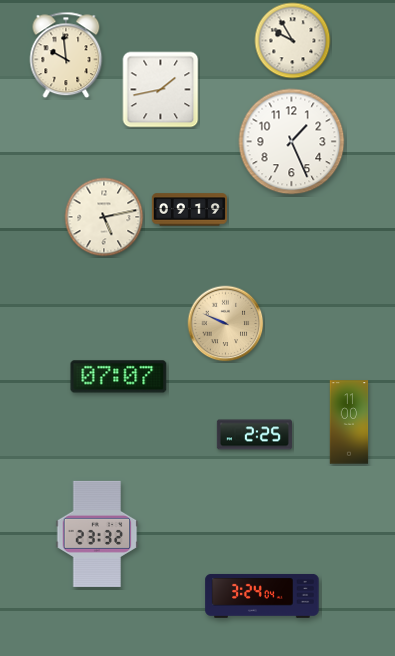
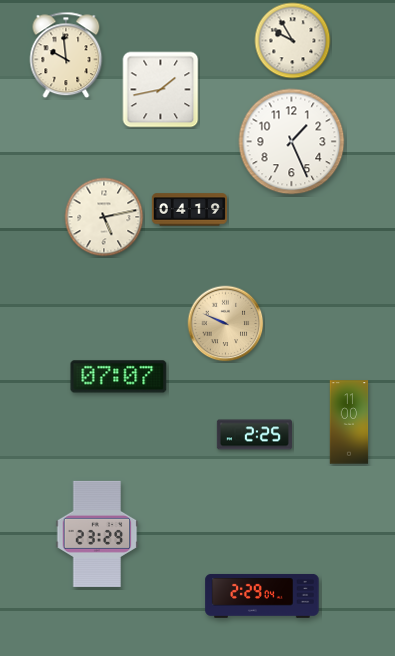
clock at (189, 210): 09:19 -> 04:19
clock at (97, 534): 23:32 -> 23:29
clock at (262, 596): 3:24 -> 2:29
